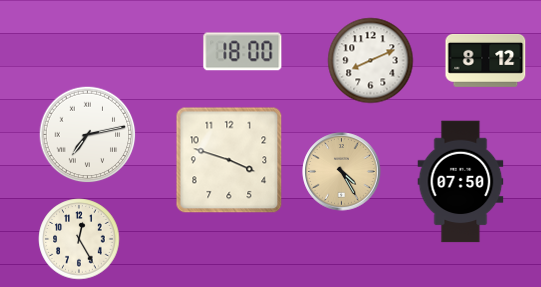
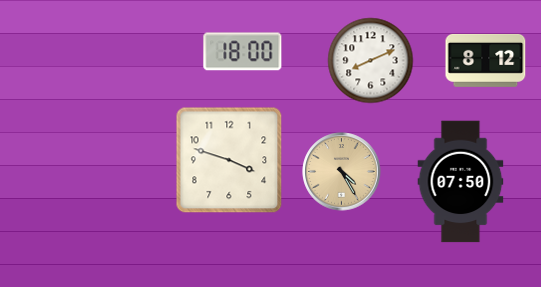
clock at (88, 135): 7:13 -> none
clock at (79, 239): 12:25 -> none
